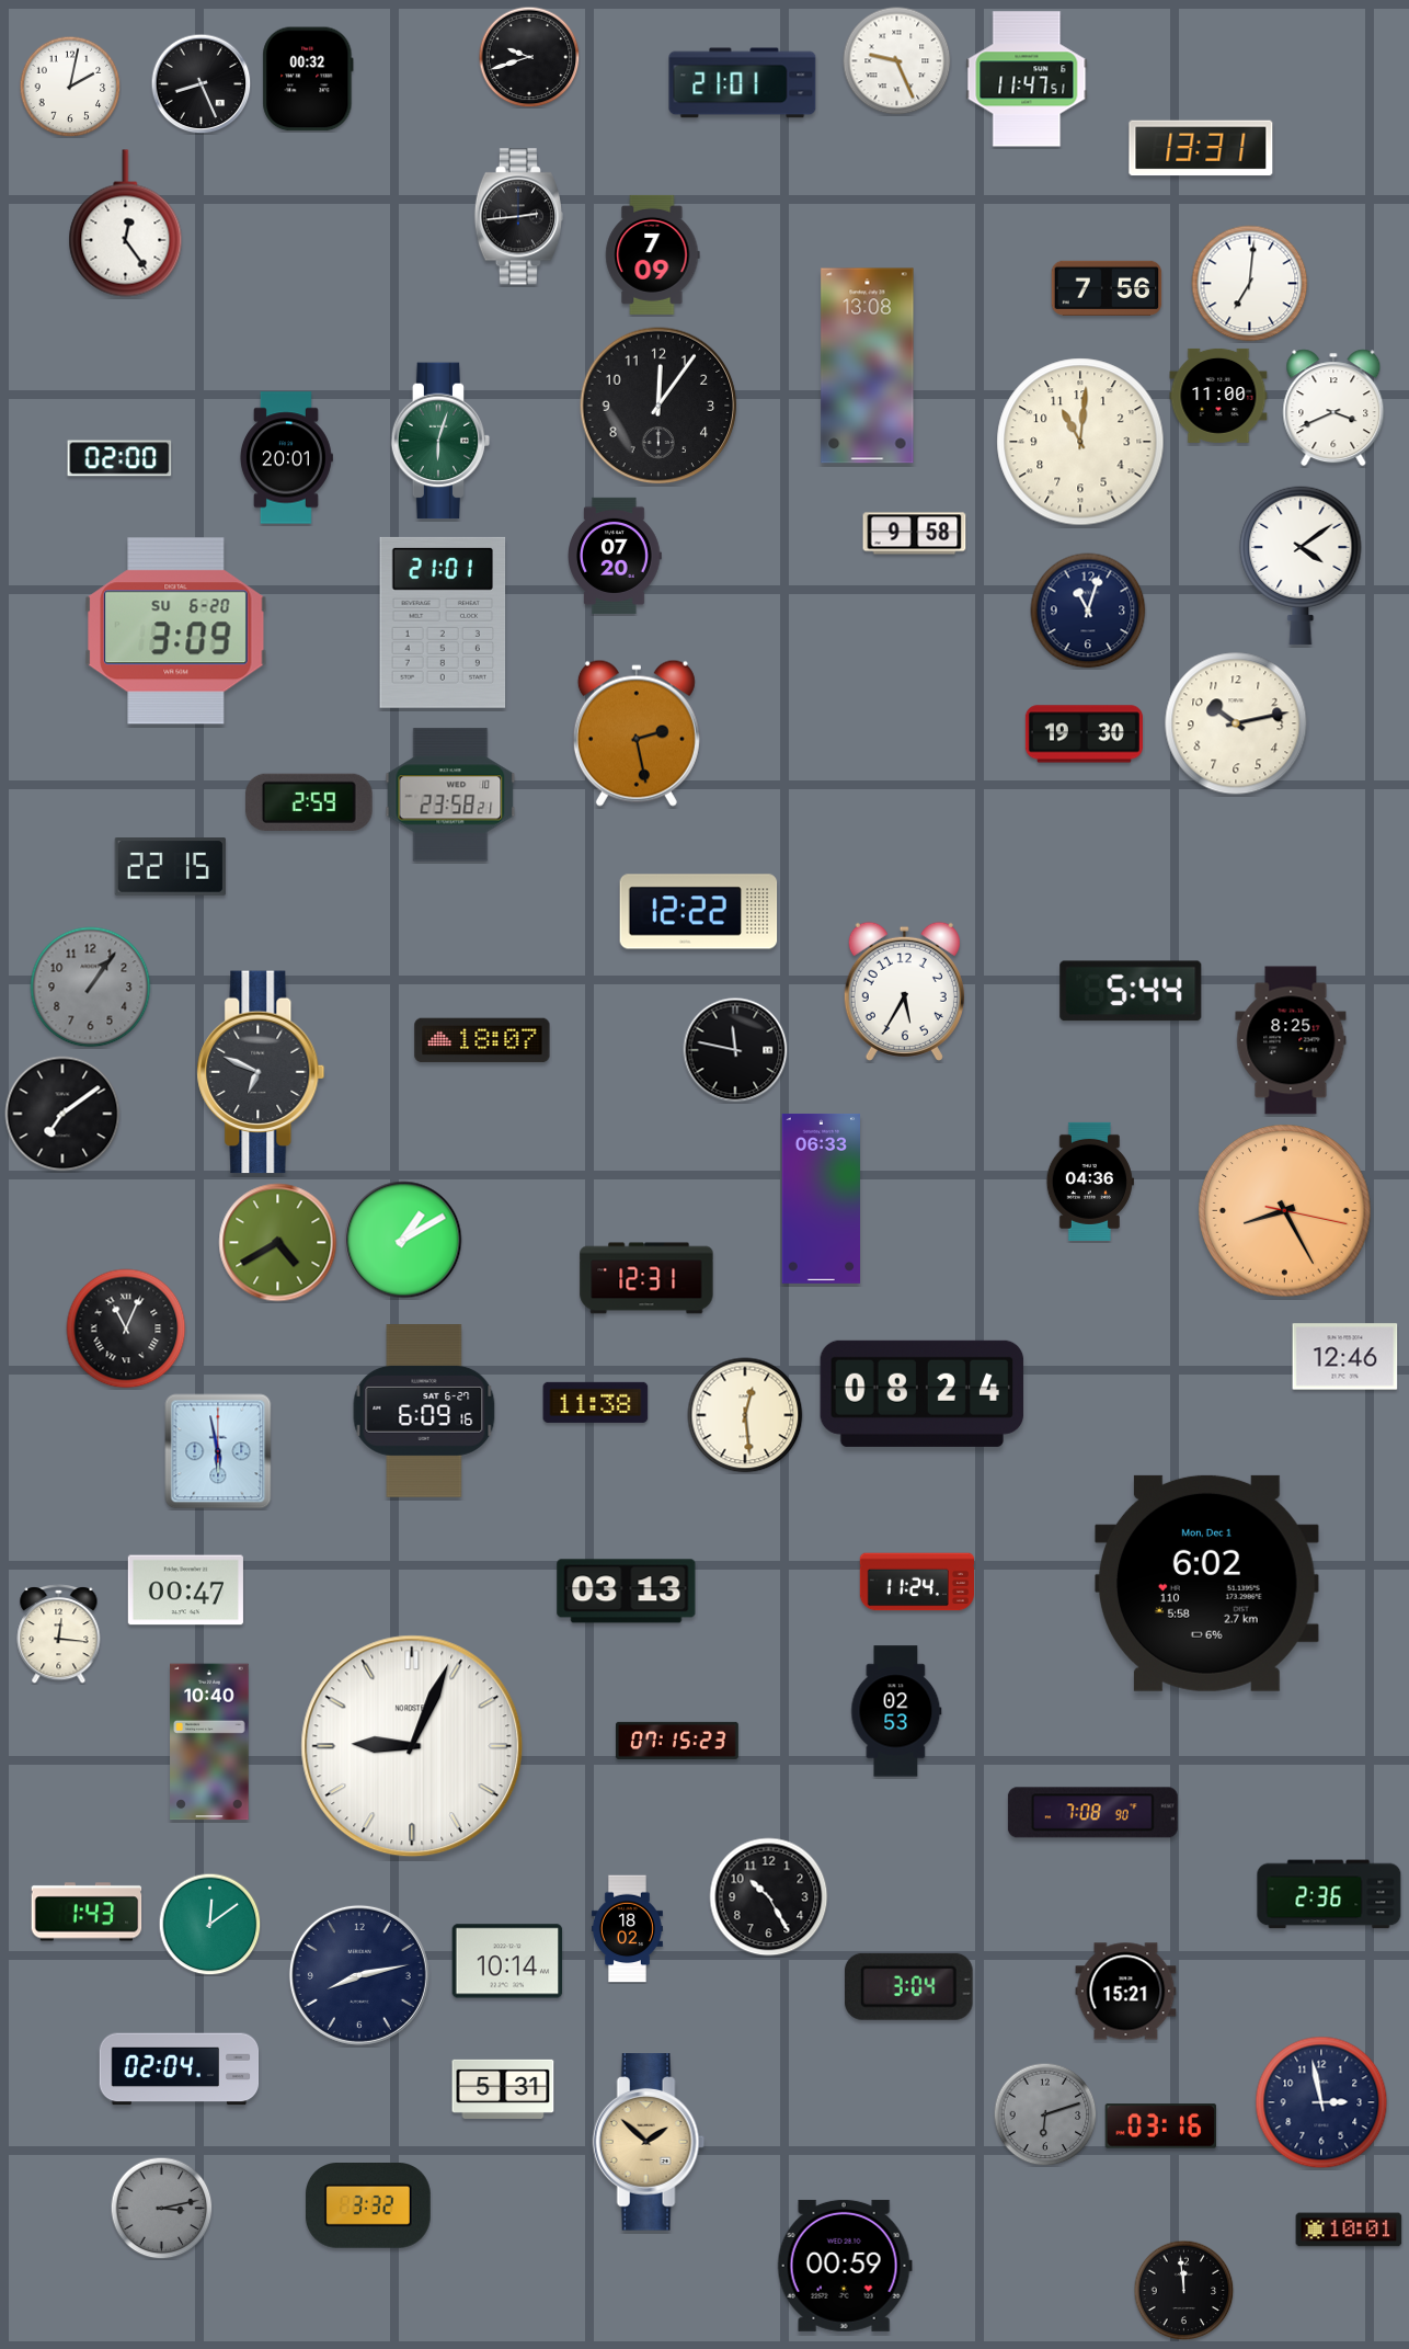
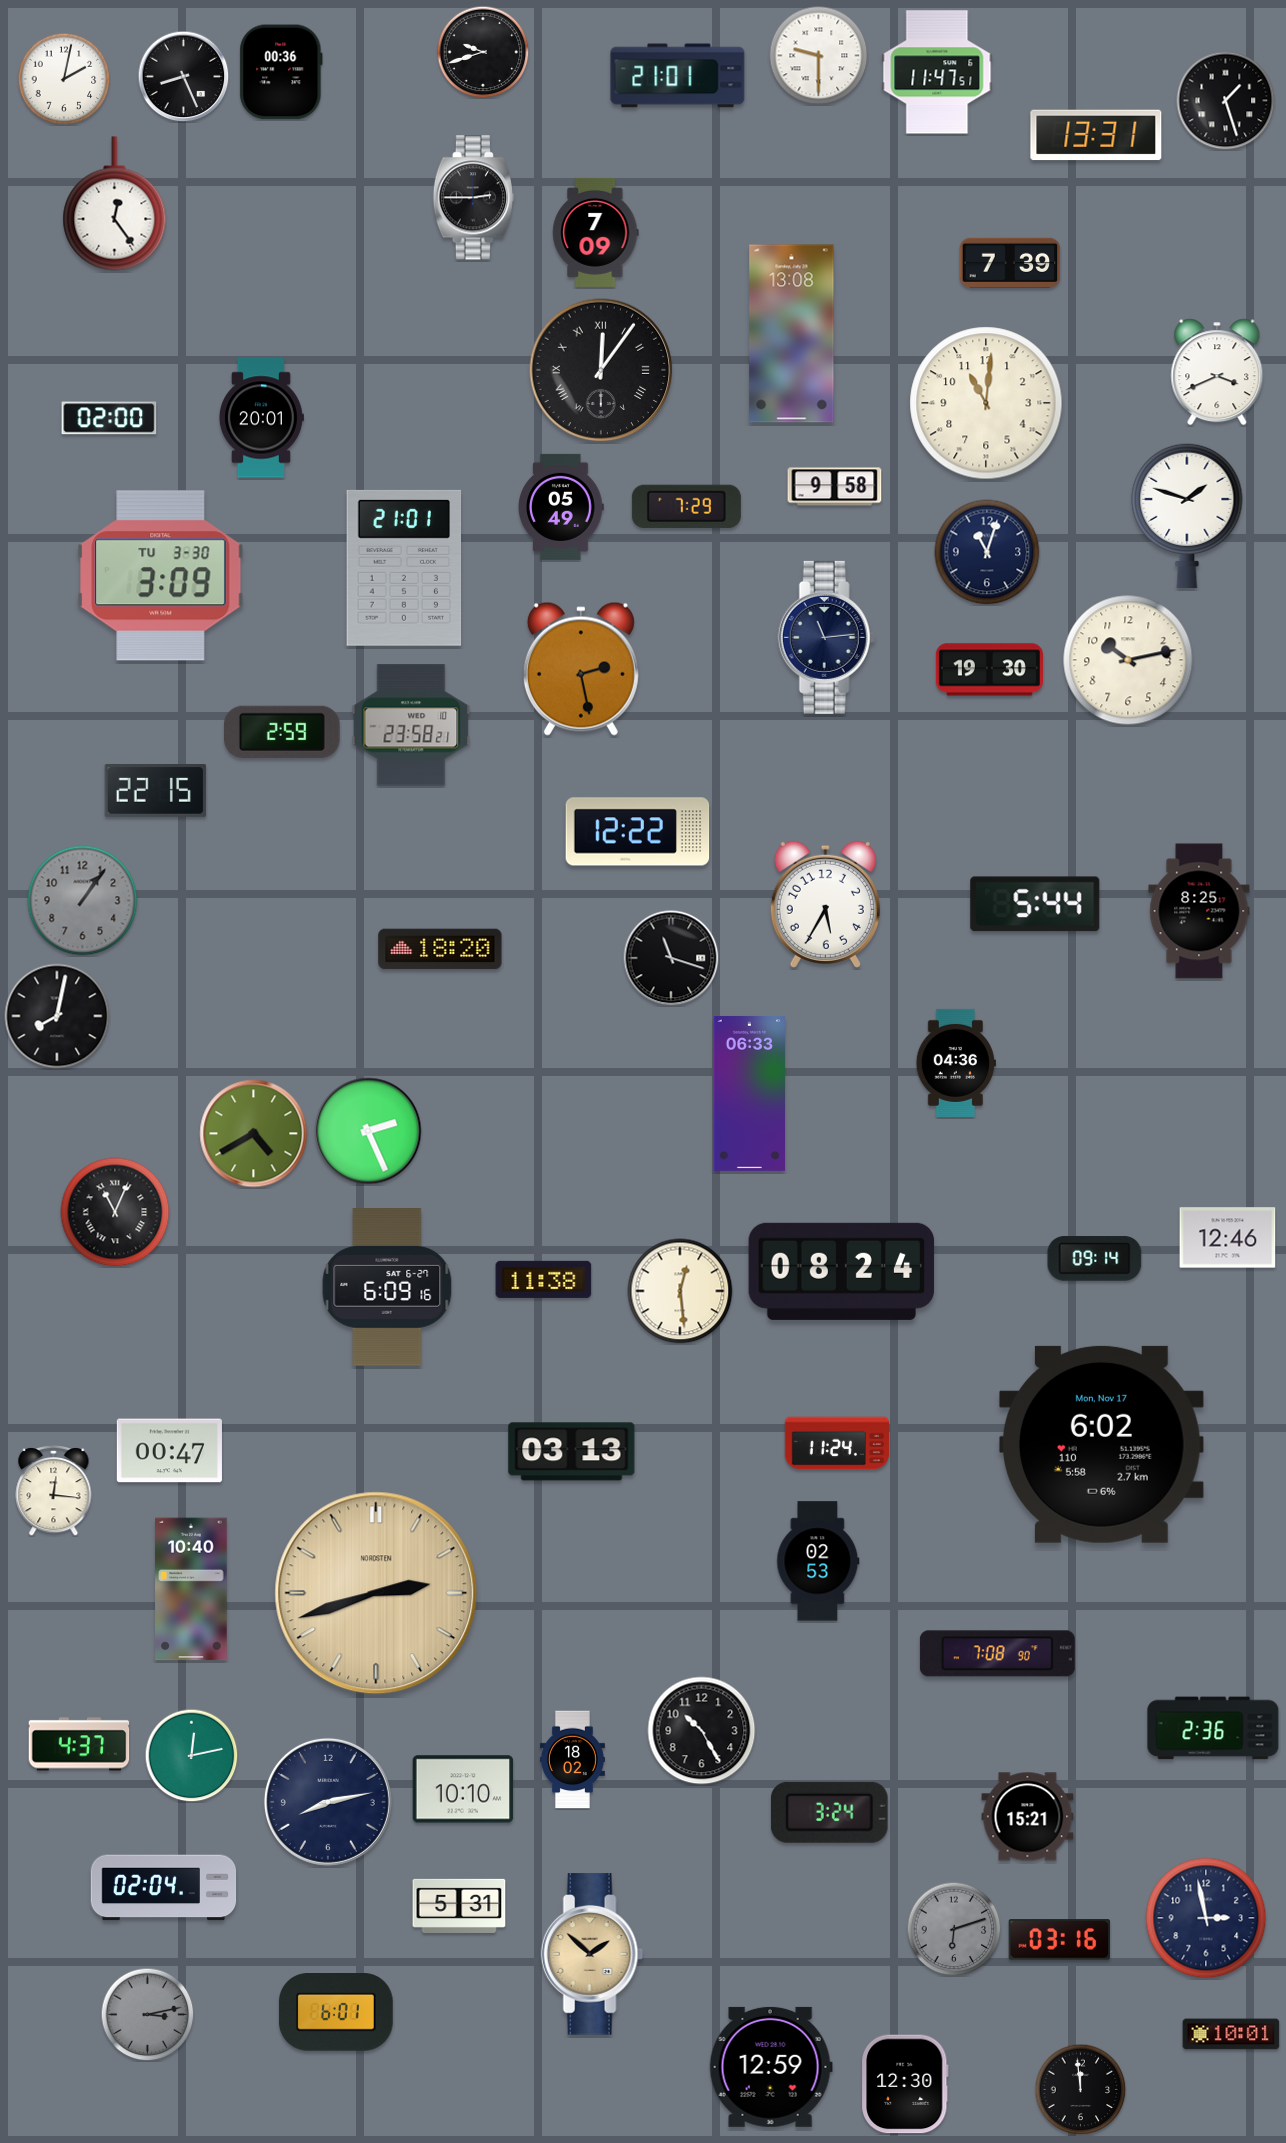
clock at (897, 61): 9:26 -> 9:30
clock at (308, 79): 00:32 -> 00:36
clock at (1226, 101): none -> 1:27
clock at (518, 217): 2:44 -> 2:45
clock at (1250, 284): 7:01 -> none
clock at (1107, 288): 7:56 -> 7:39
clock at (1218, 396): 11:00 -> none
clock at (658, 406) numerals: Arabic -> Roman
clock at (440, 441): 6:03 -> none
clock at (616, 556): 07:20 -> 05:49
clock at (686, 507): none -> 7:29
clock at (1301, 566): 4:09 -> 1:48
clock at (1088, 611) position: (1088, 611) -> (987, 552)
clock at (176, 631) date: SU 6-20 -> TU 3-30
clock at (826, 637): none -> 11:14
clock at (1131, 991) position: (1131, 991) -> (1035, 904)
clock at (482, 1040): 18:07 -> 18:20
clock at (1291, 1040) position: (1291, 1040) -> (1199, 911)
clock at (735, 1050): 11:47 -> 11:18
clock at (261, 1072): 6:49 -> none
clock at (62, 1114): 7:09 -> 8:02
clock at (1090, 1182) position: (1090, 1182) -> (956, 1063)
clock at (1285, 1211): 8:25 -> none
clock at (403, 1240): 1:10 -> 2:26
clock at (646, 1278): 12:31 -> none
clock at (1095, 1259): none -> 09:14
clock at (218, 1451): 5:58 -> none
clock at (1206, 1583) date: Mon, Dec 1 -> Mon, Nov 17
clock at (677, 1741): 07:15 -> none
clock at (412, 1746): 9:04 -> 2:42
clock at (412, 1746) dial: white -> champagne
clock at (87, 1912): 1:43 -> 4:37
clock at (209, 1924): 12:09 -> 12:13
clock at (507, 1961): 10:14 -> 10:10
clock at (909, 1986): 3:04 -> 3:24
clock at (368, 2207): 3:32 -> 6:01
clock at (845, 2266): 00:59 -> 12:59
clock at (905, 2084): none -> 12:30
